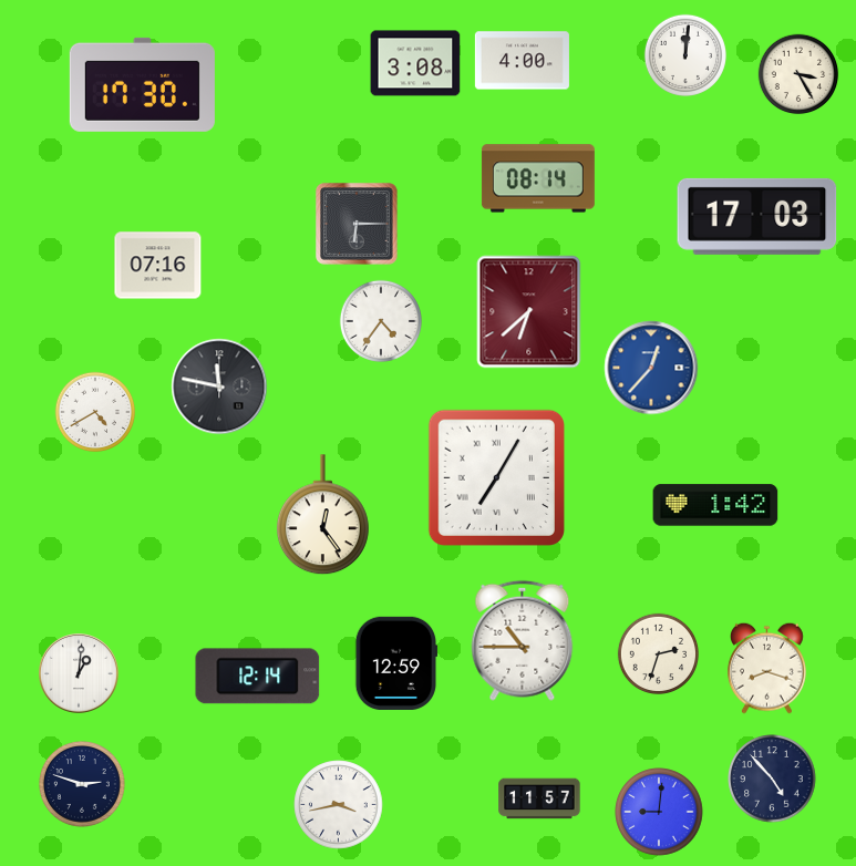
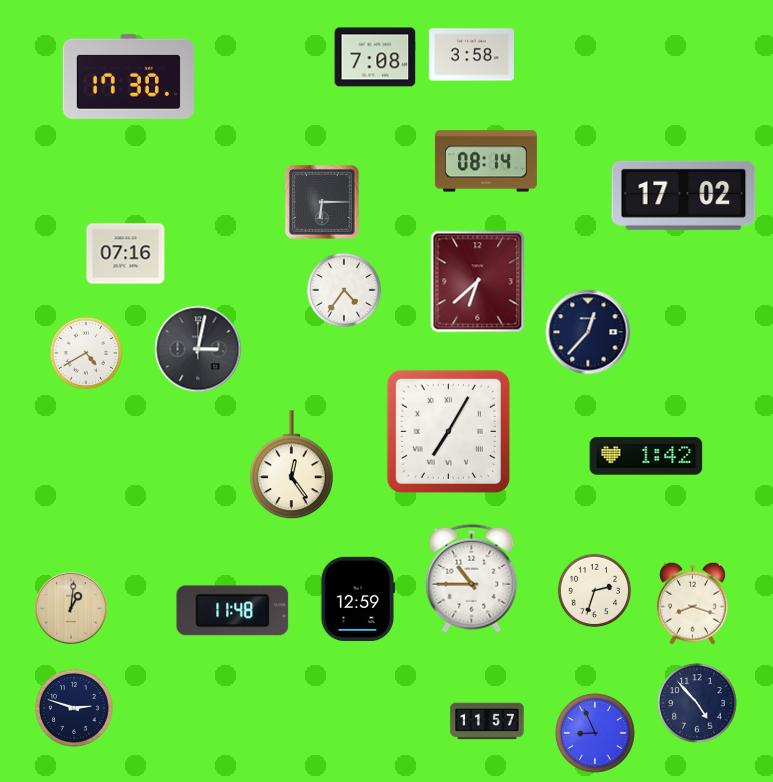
clock at (685, 55): 12:01 -> none
clock at (522, 61): 4:00 -> 3:58
clock at (415, 63): 3:08 -> 7:08
clock at (798, 74): 3:25 -> none
clock at (757, 216): 17:03 -> 17:02
clock at (158, 266) position: (158, 266) -> (126, 254)
clock at (651, 368) dial: blue -> navy
clock at (219, 386): 11:47 -> 3:02
clock at (95, 412) position: (95, 412) -> (86, 353)
clock at (80, 674) dial: white -> champagne
clock at (258, 677): 12:14 -> 11:48
clock at (339, 805): 3:43 -> none
clock at (659, 812): 9:01 -> 8:56
